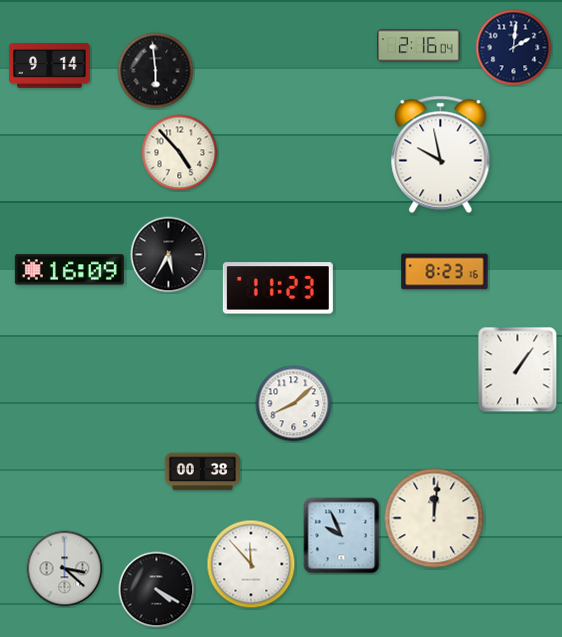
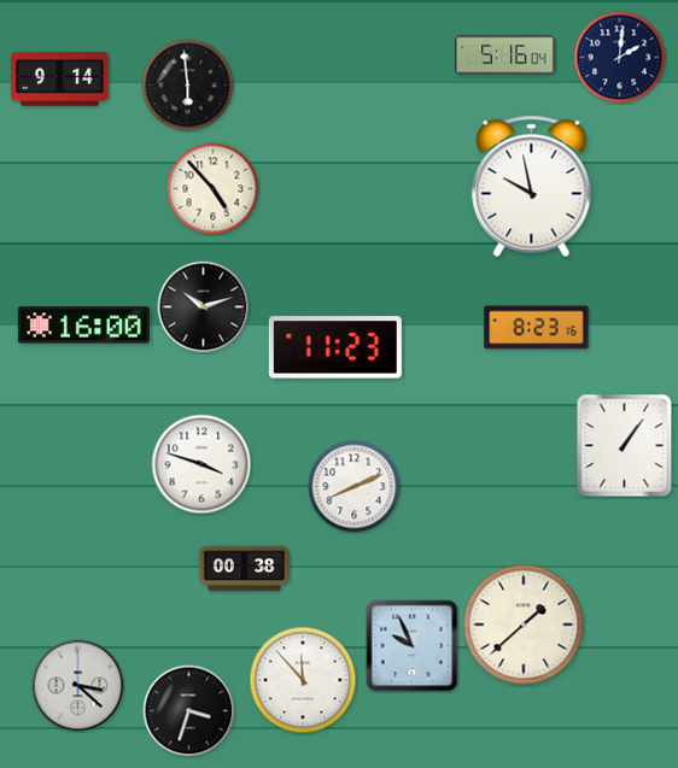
clock at (419, 46): 2:16 -> 5:16
clock at (180, 153) position: (180, 153) -> (214, 189)
clock at (169, 255): 5:35 -> 10:12
clock at (69, 270): 16:09 -> 16:00
clock at (201, 464): none -> 3:48
clock at (294, 404): 8:08 -> 8:11
clock at (434, 518): 12:01 -> 1:38
clock at (157, 590): 4:20 -> 3:33
